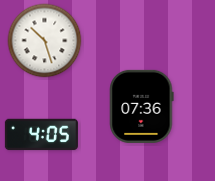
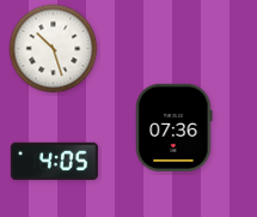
clock at (142, 106) position: (142, 106) -> (175, 127)
clock at (41, 135) position: (41, 135) -> (54, 162)
